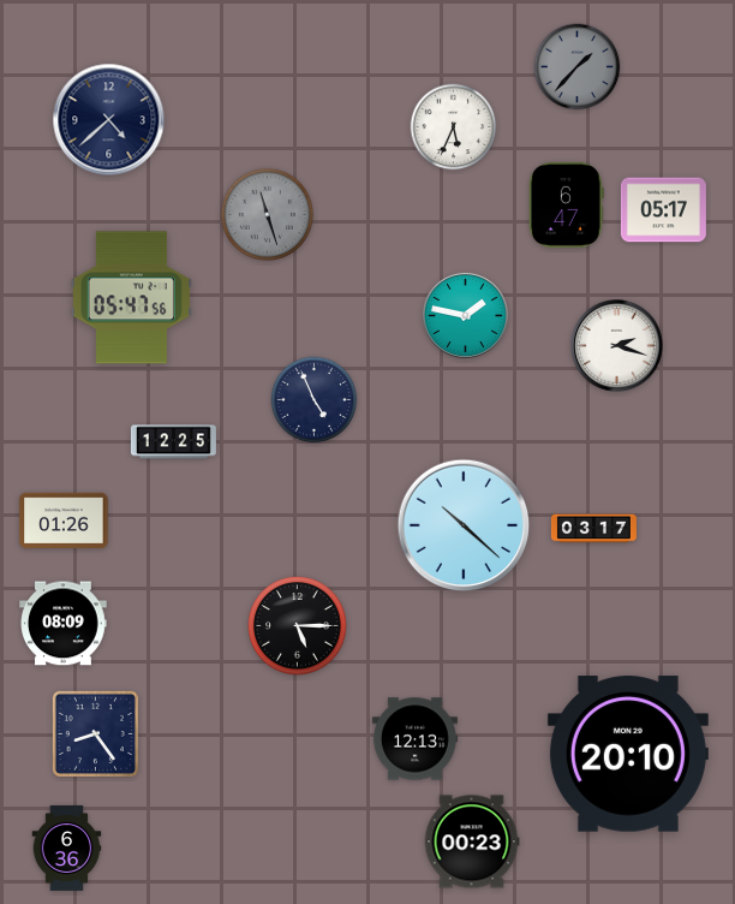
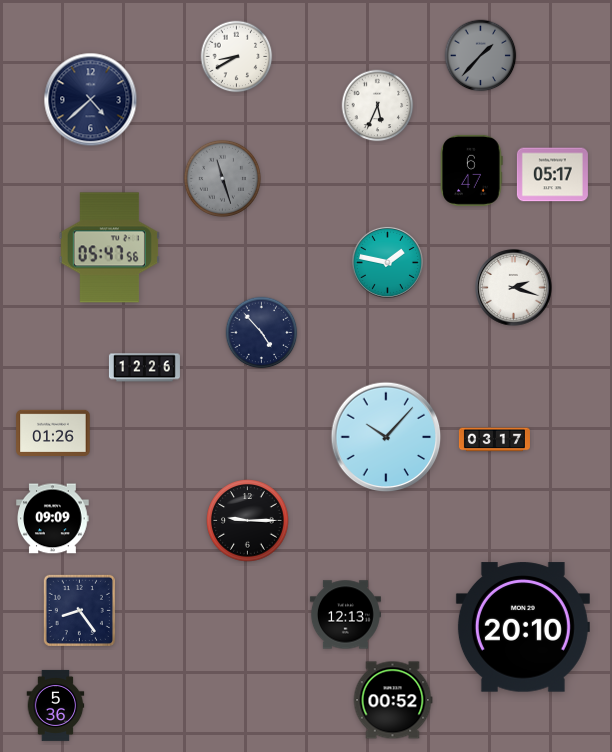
clock at (237, 57): none -> 8:40
clock at (315, 400): 4:56 -> 4:53
clock at (173, 442): 12:25 -> 12:26
clock at (464, 525): 10:22 -> 10:07
clock at (64, 624): 08:09 -> 09:09
clock at (298, 626): 5:15 -> 9:15
clock at (472, 841): 00:23 -> 00:52
clock at (67, 847): 6:36 -> 5:36
